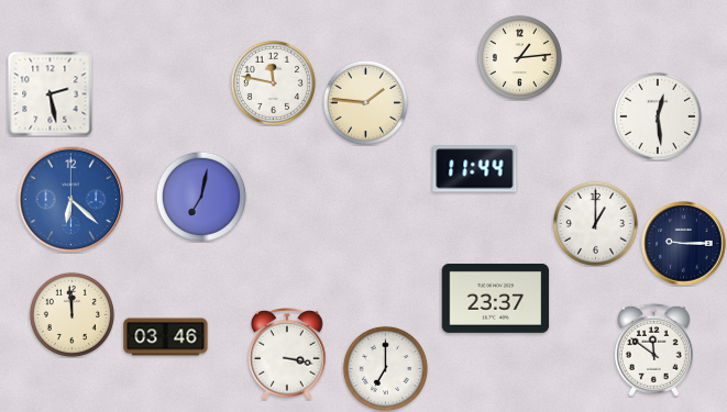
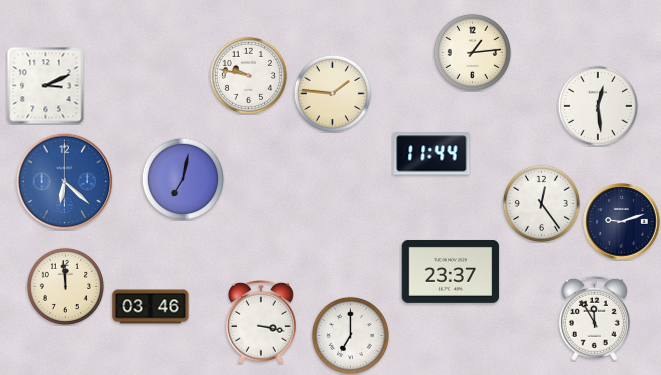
clock at (273, 82): 11:47 -> 9:47
clock at (49, 93): 2:28 -> 3:11
clock at (595, 223): 1:00 -> 12:24
clock at (684, 244): 9:15 -> 9:12
clock at (653, 349): 11:51 -> 11:55
